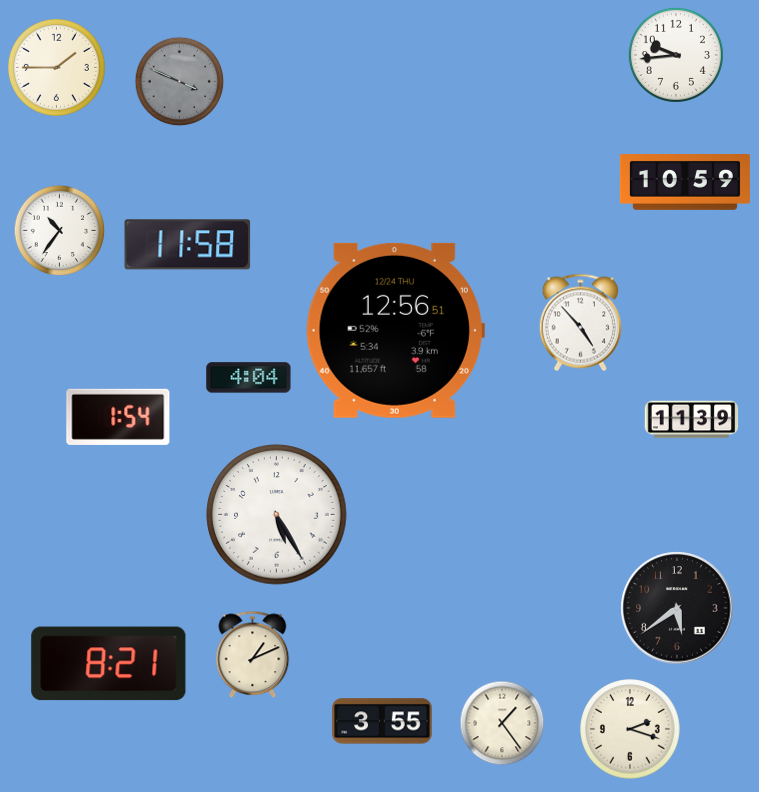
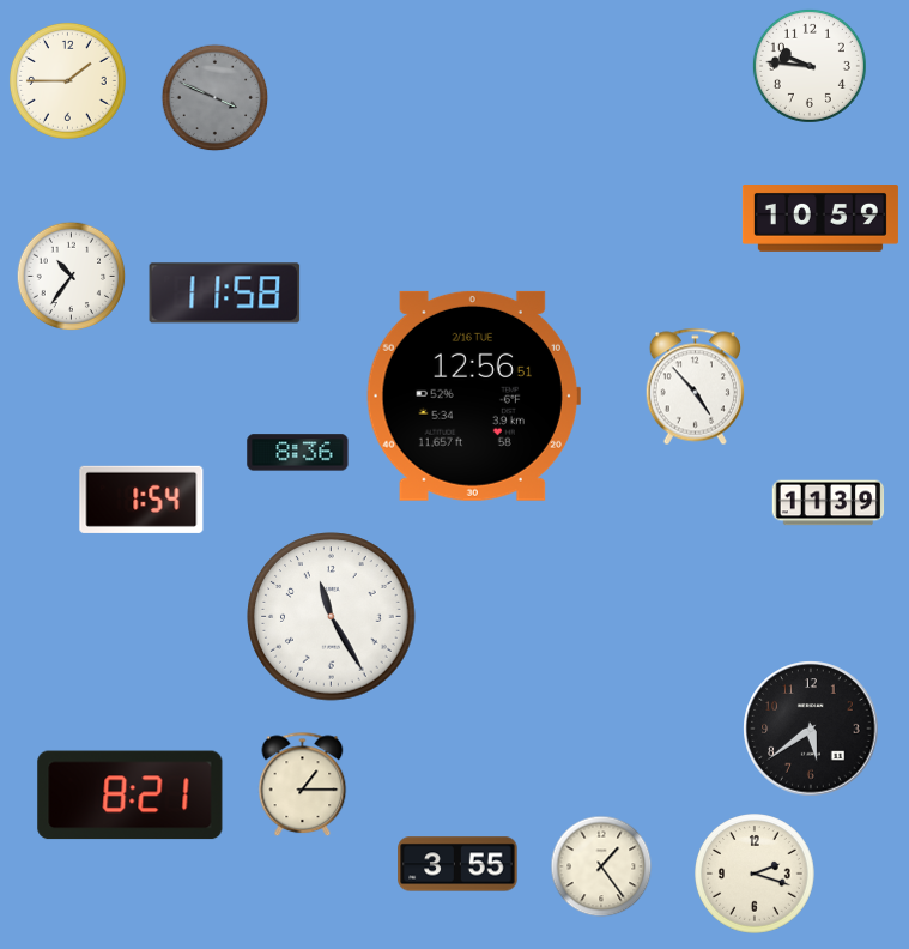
clock at (676, 55): 9:44 -> 9:46
clock at (395, 330) date: 12/24 THU -> 2/16 TUE
clock at (249, 378): 4:04 -> 8:36
clock at (277, 515): 5:25 -> 11:25
clock at (253, 655): 1:11 -> 1:15
